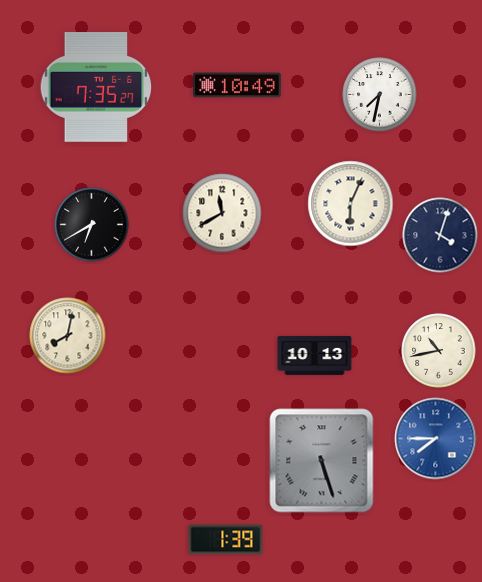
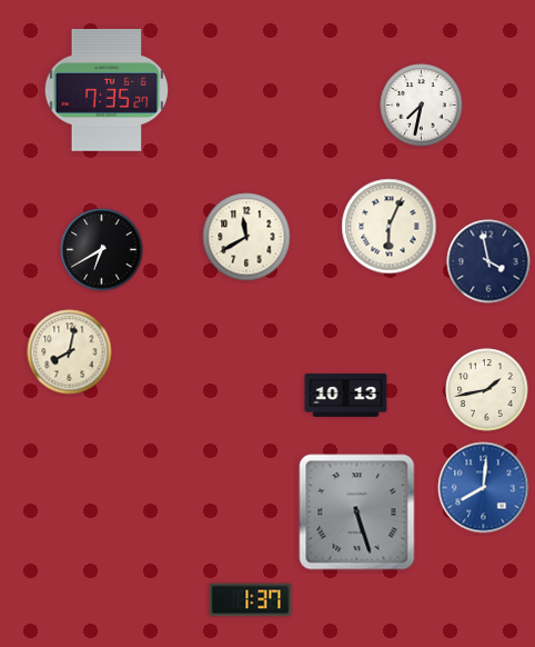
clock at (237, 85): 10:49 -> none
clock at (96, 88) position: (96, 88) -> (107, 91)
clock at (440, 235): 4:03 -> 3:58
clock at (68, 336) position: (68, 336) -> (70, 352)
clock at (439, 351): 10:43 -> 1:43
clock at (315, 355) position: (315, 355) -> (346, 395)
clock at (436, 439): 7:45 -> 8:01
clock at (226, 540): 1:39 -> 1:37
